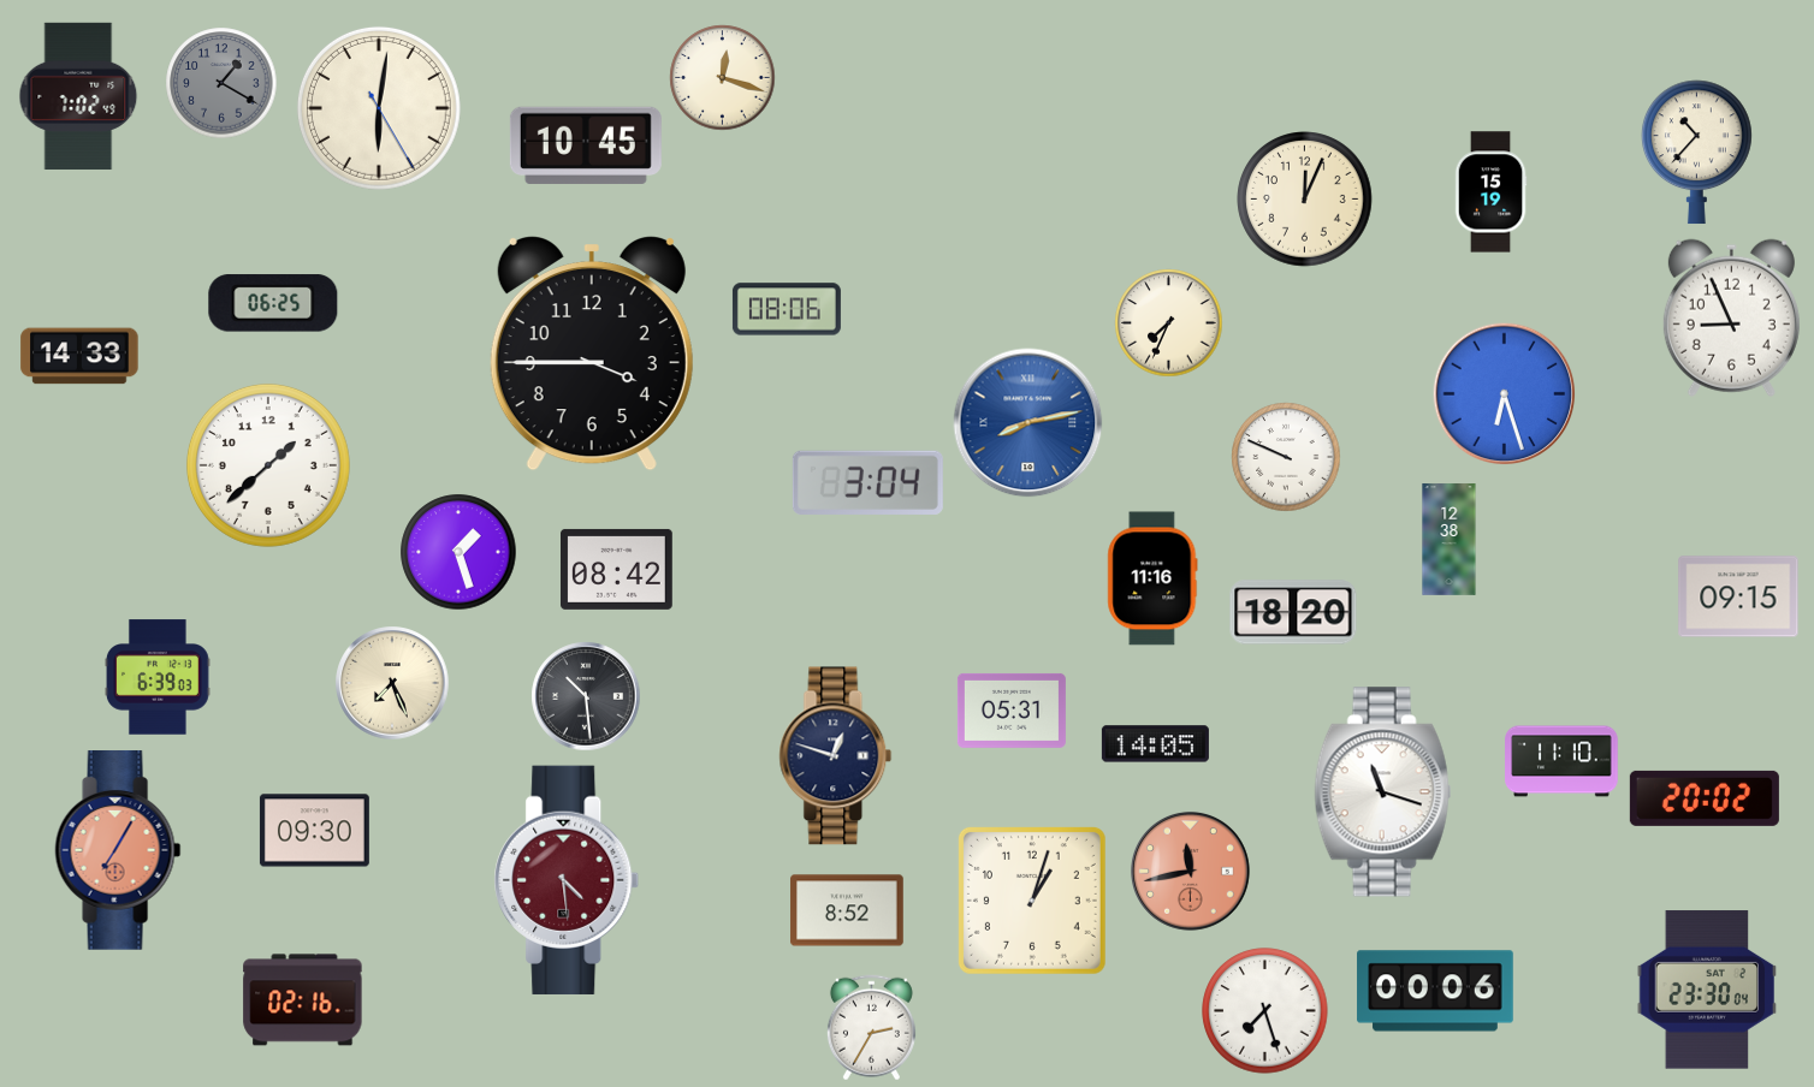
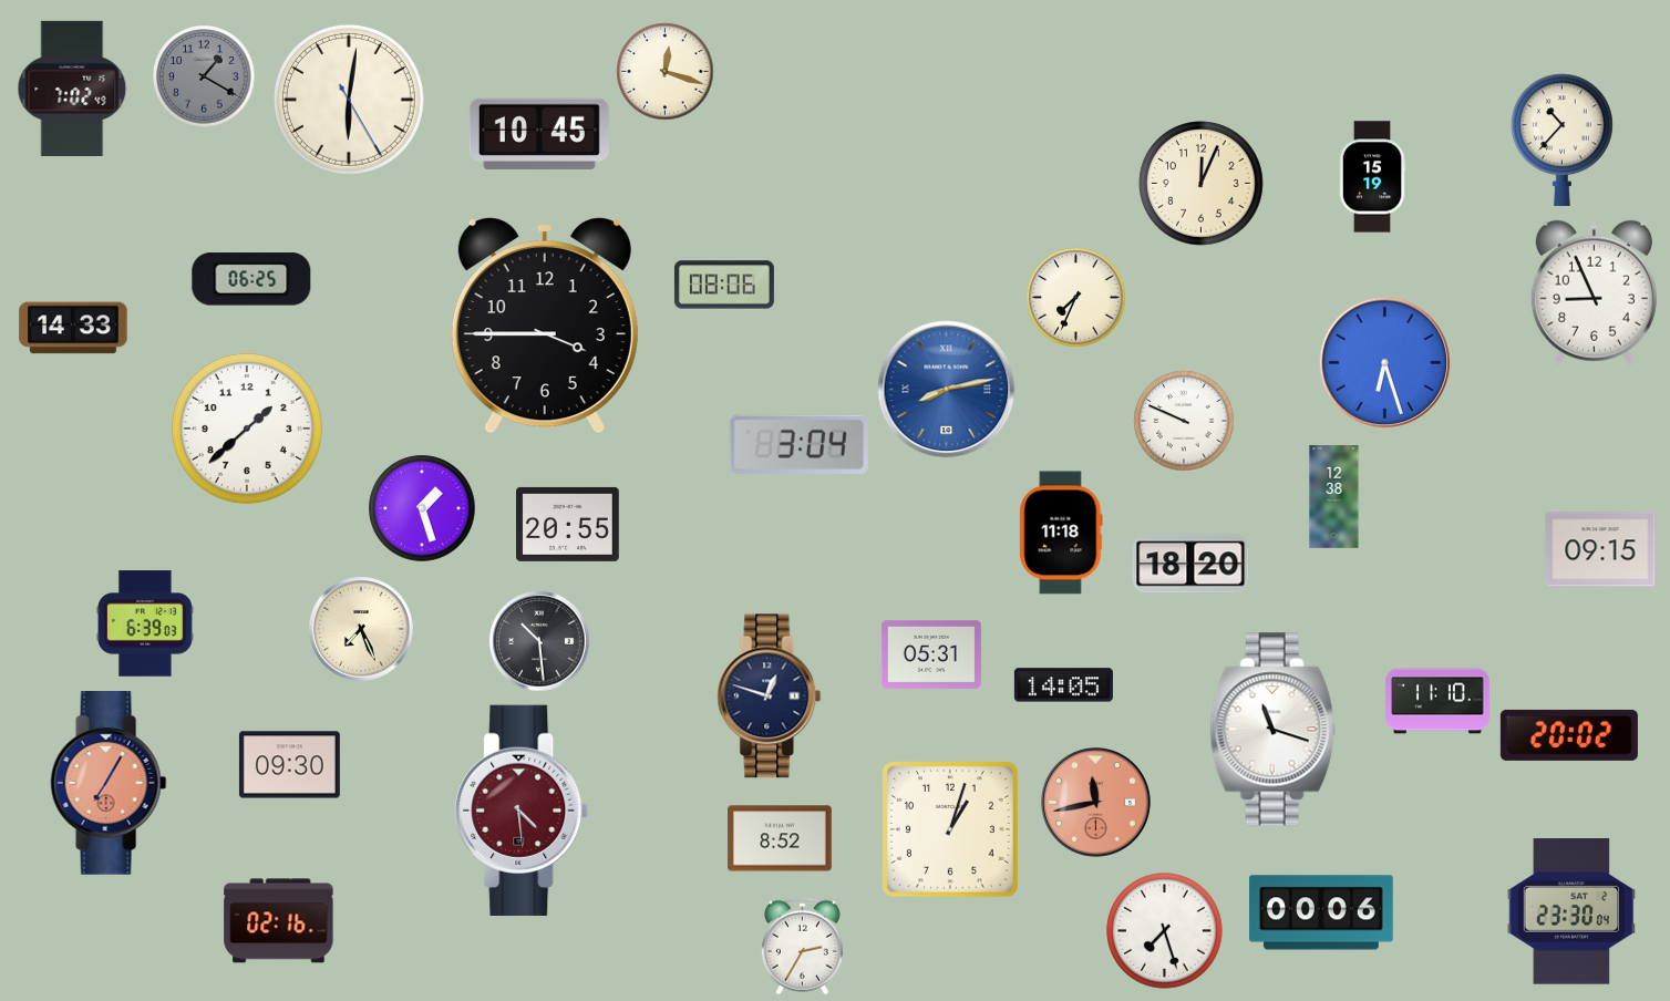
clock at (617, 569): 08:42 -> 20:55
clock at (1152, 578): 11:16 -> 11:18
